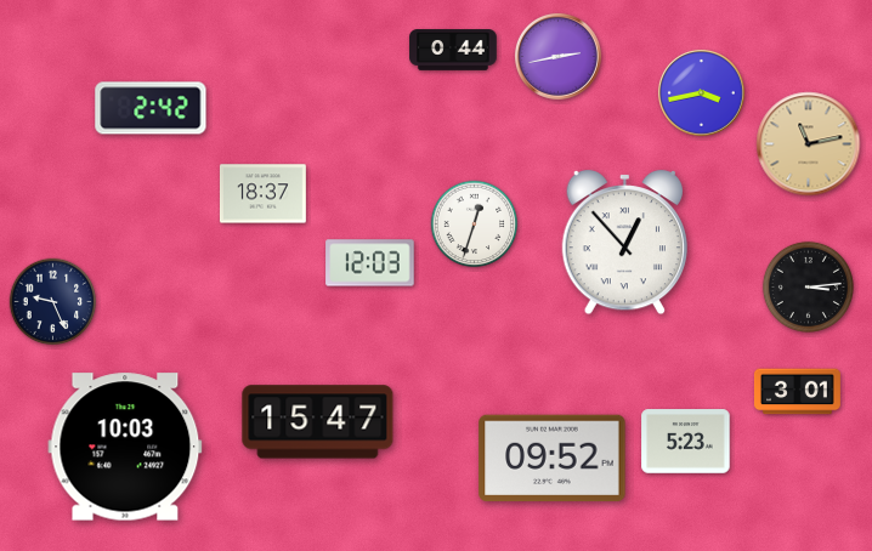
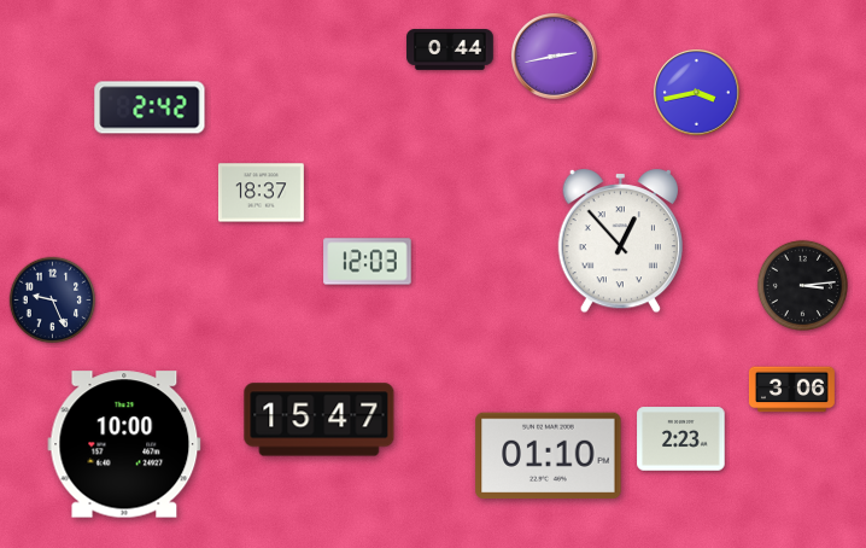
clock at (809, 144): 11:13 -> none
clock at (475, 225): 12:33 -> none
clock at (797, 392): 3:01 -> 3:06
clock at (318, 422) position: (318, 422) -> (320, 420)
clock at (686, 442): 5:23 -> 2:23
clock at (125, 447): 10:03 -> 10:00
clock at (553, 459): 09:52 -> 01:10
